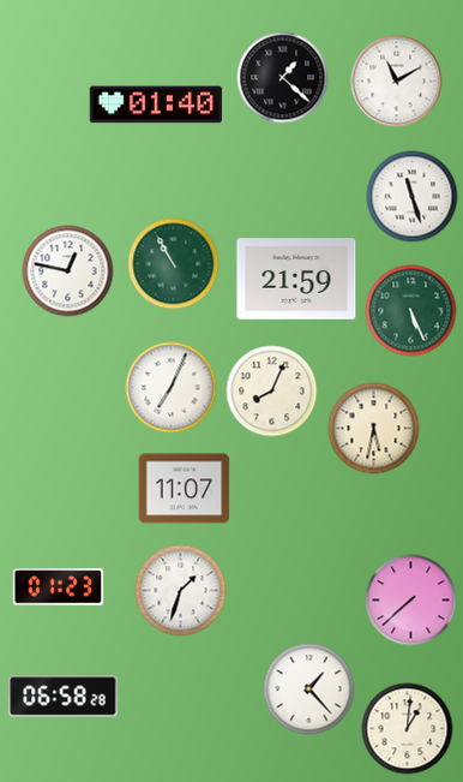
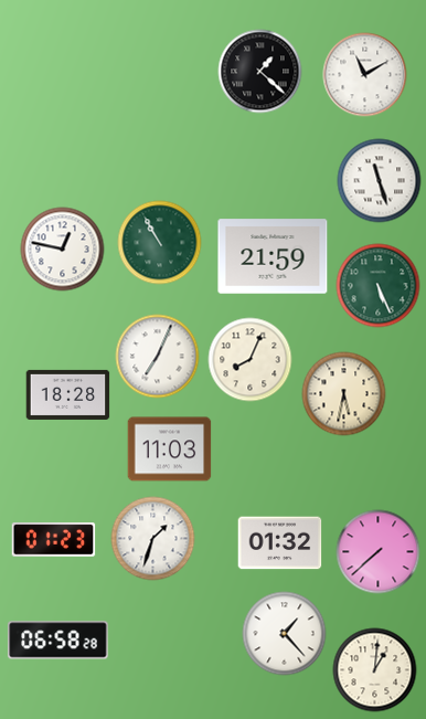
clock at (155, 105): 01:40 -> none
clock at (68, 394): none -> 18:28
clock at (185, 489): 11:07 -> 11:03
clock at (181, 591) position: (181, 591) -> (153, 539)
clock at (280, 543): none -> 01:32
